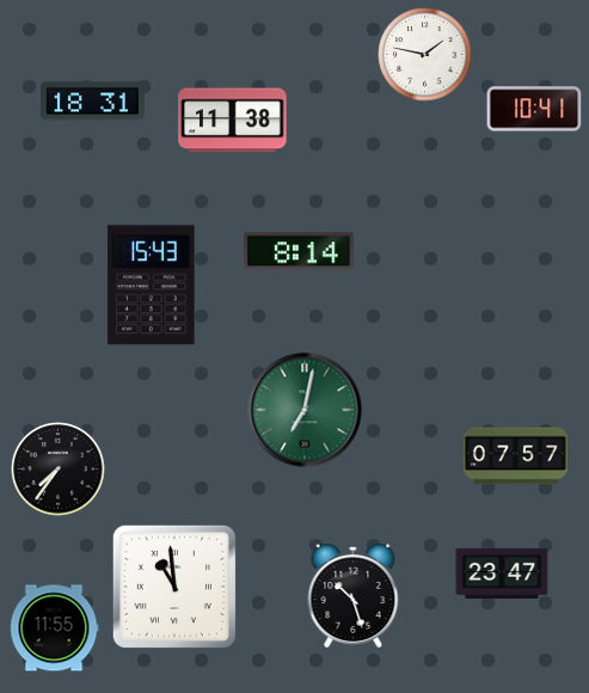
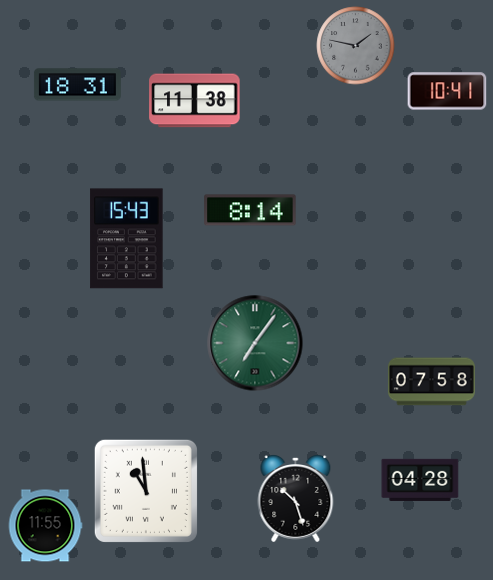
clock at (425, 55) dial: white -> grey
clock at (305, 410): 7:02 -> 7:06
clock at (515, 456): 07:57 -> 07:58
clock at (59, 470): 7:36 -> none
clock at (502, 574): 23:47 -> 04:28
